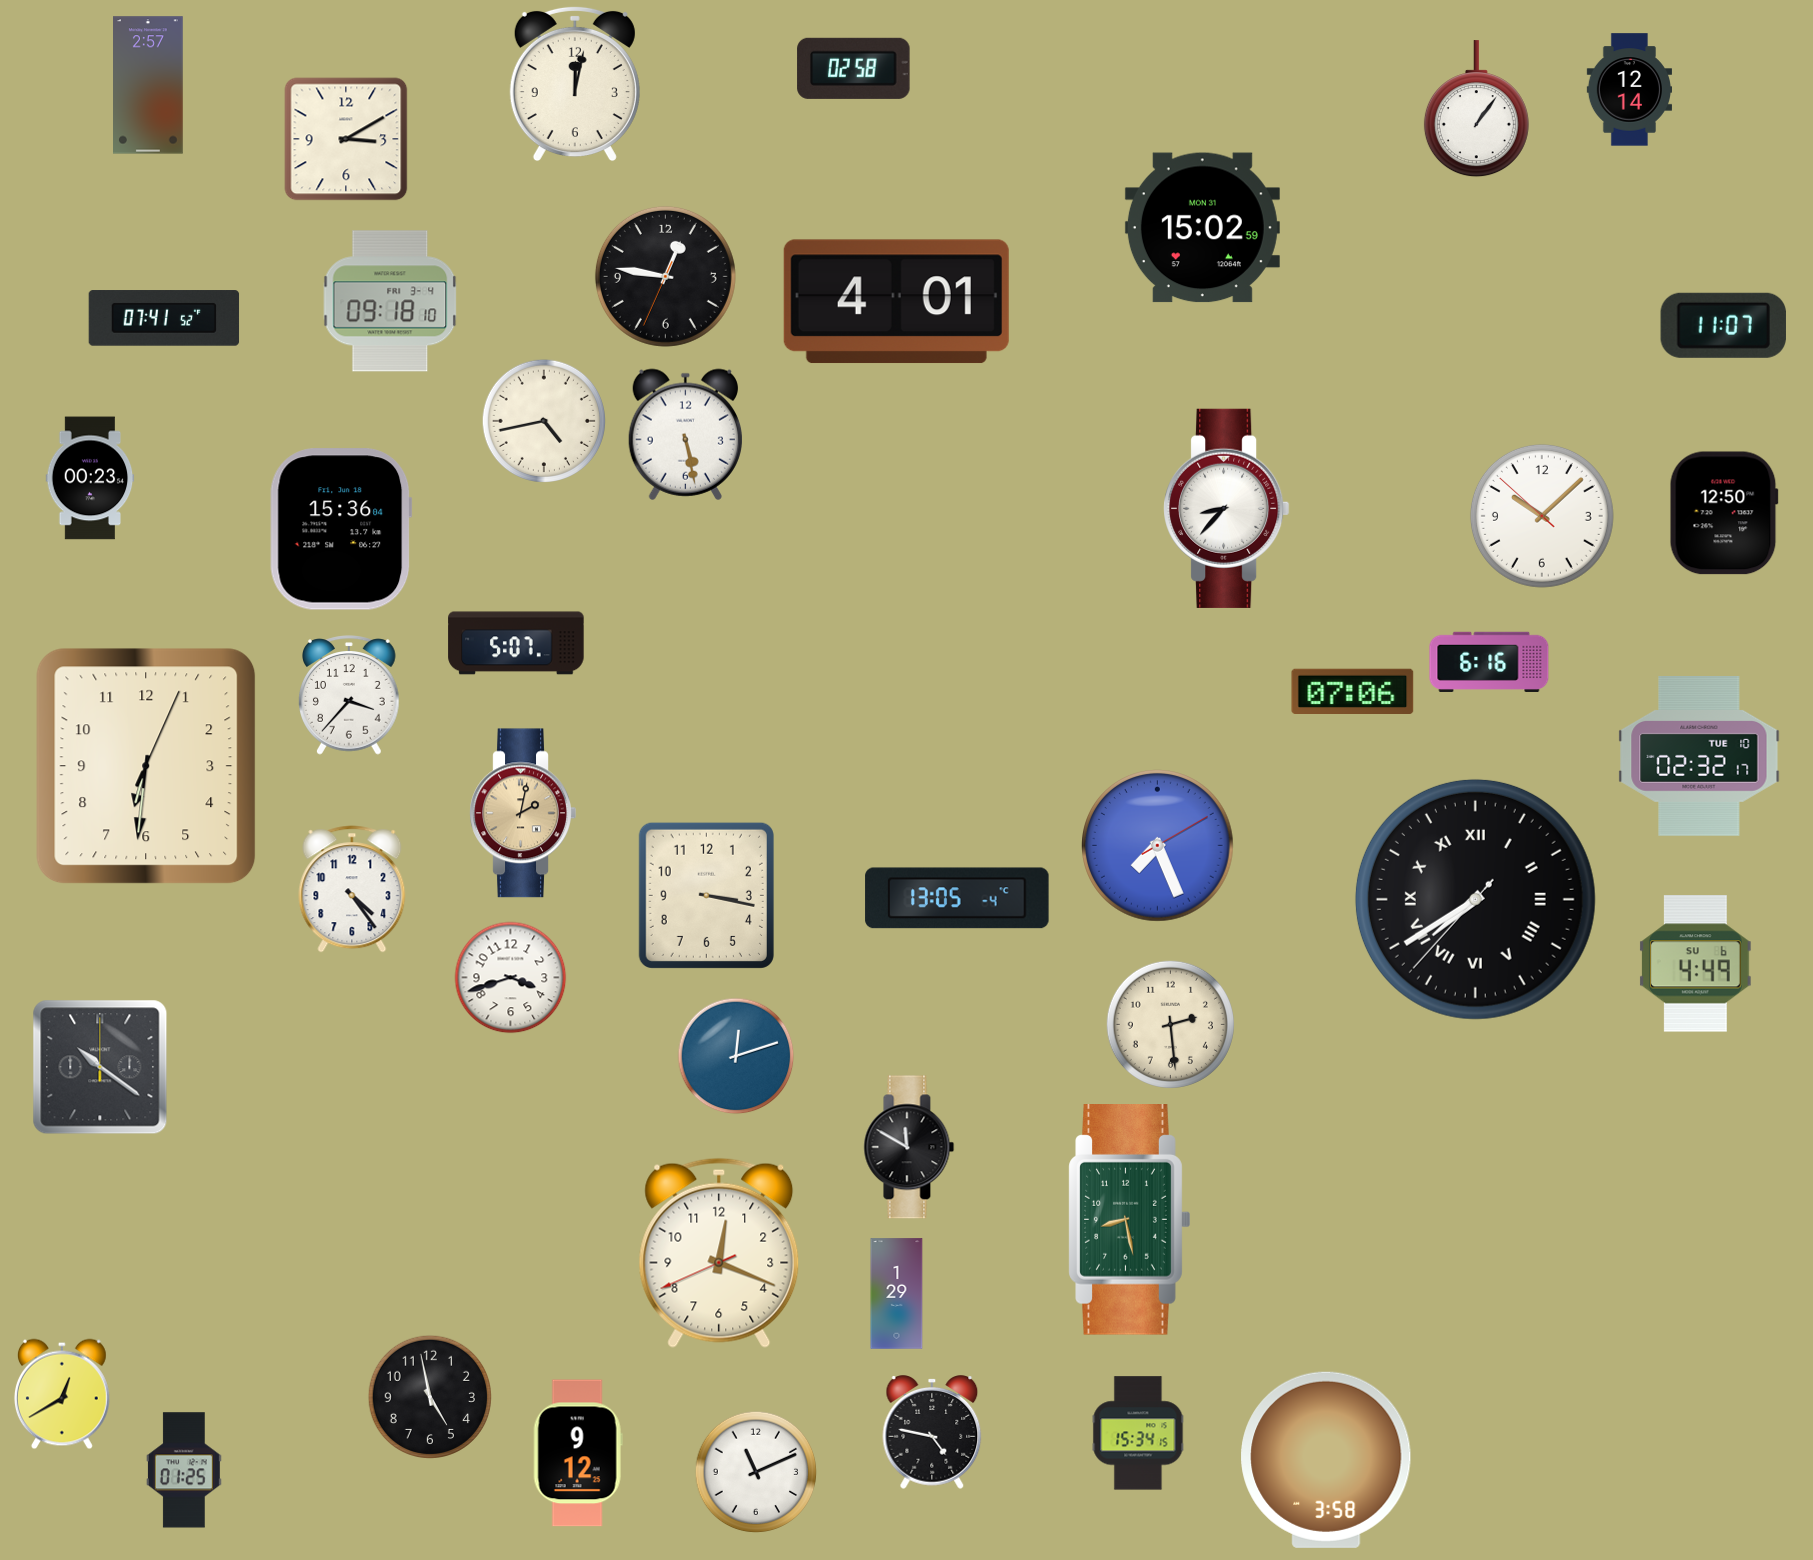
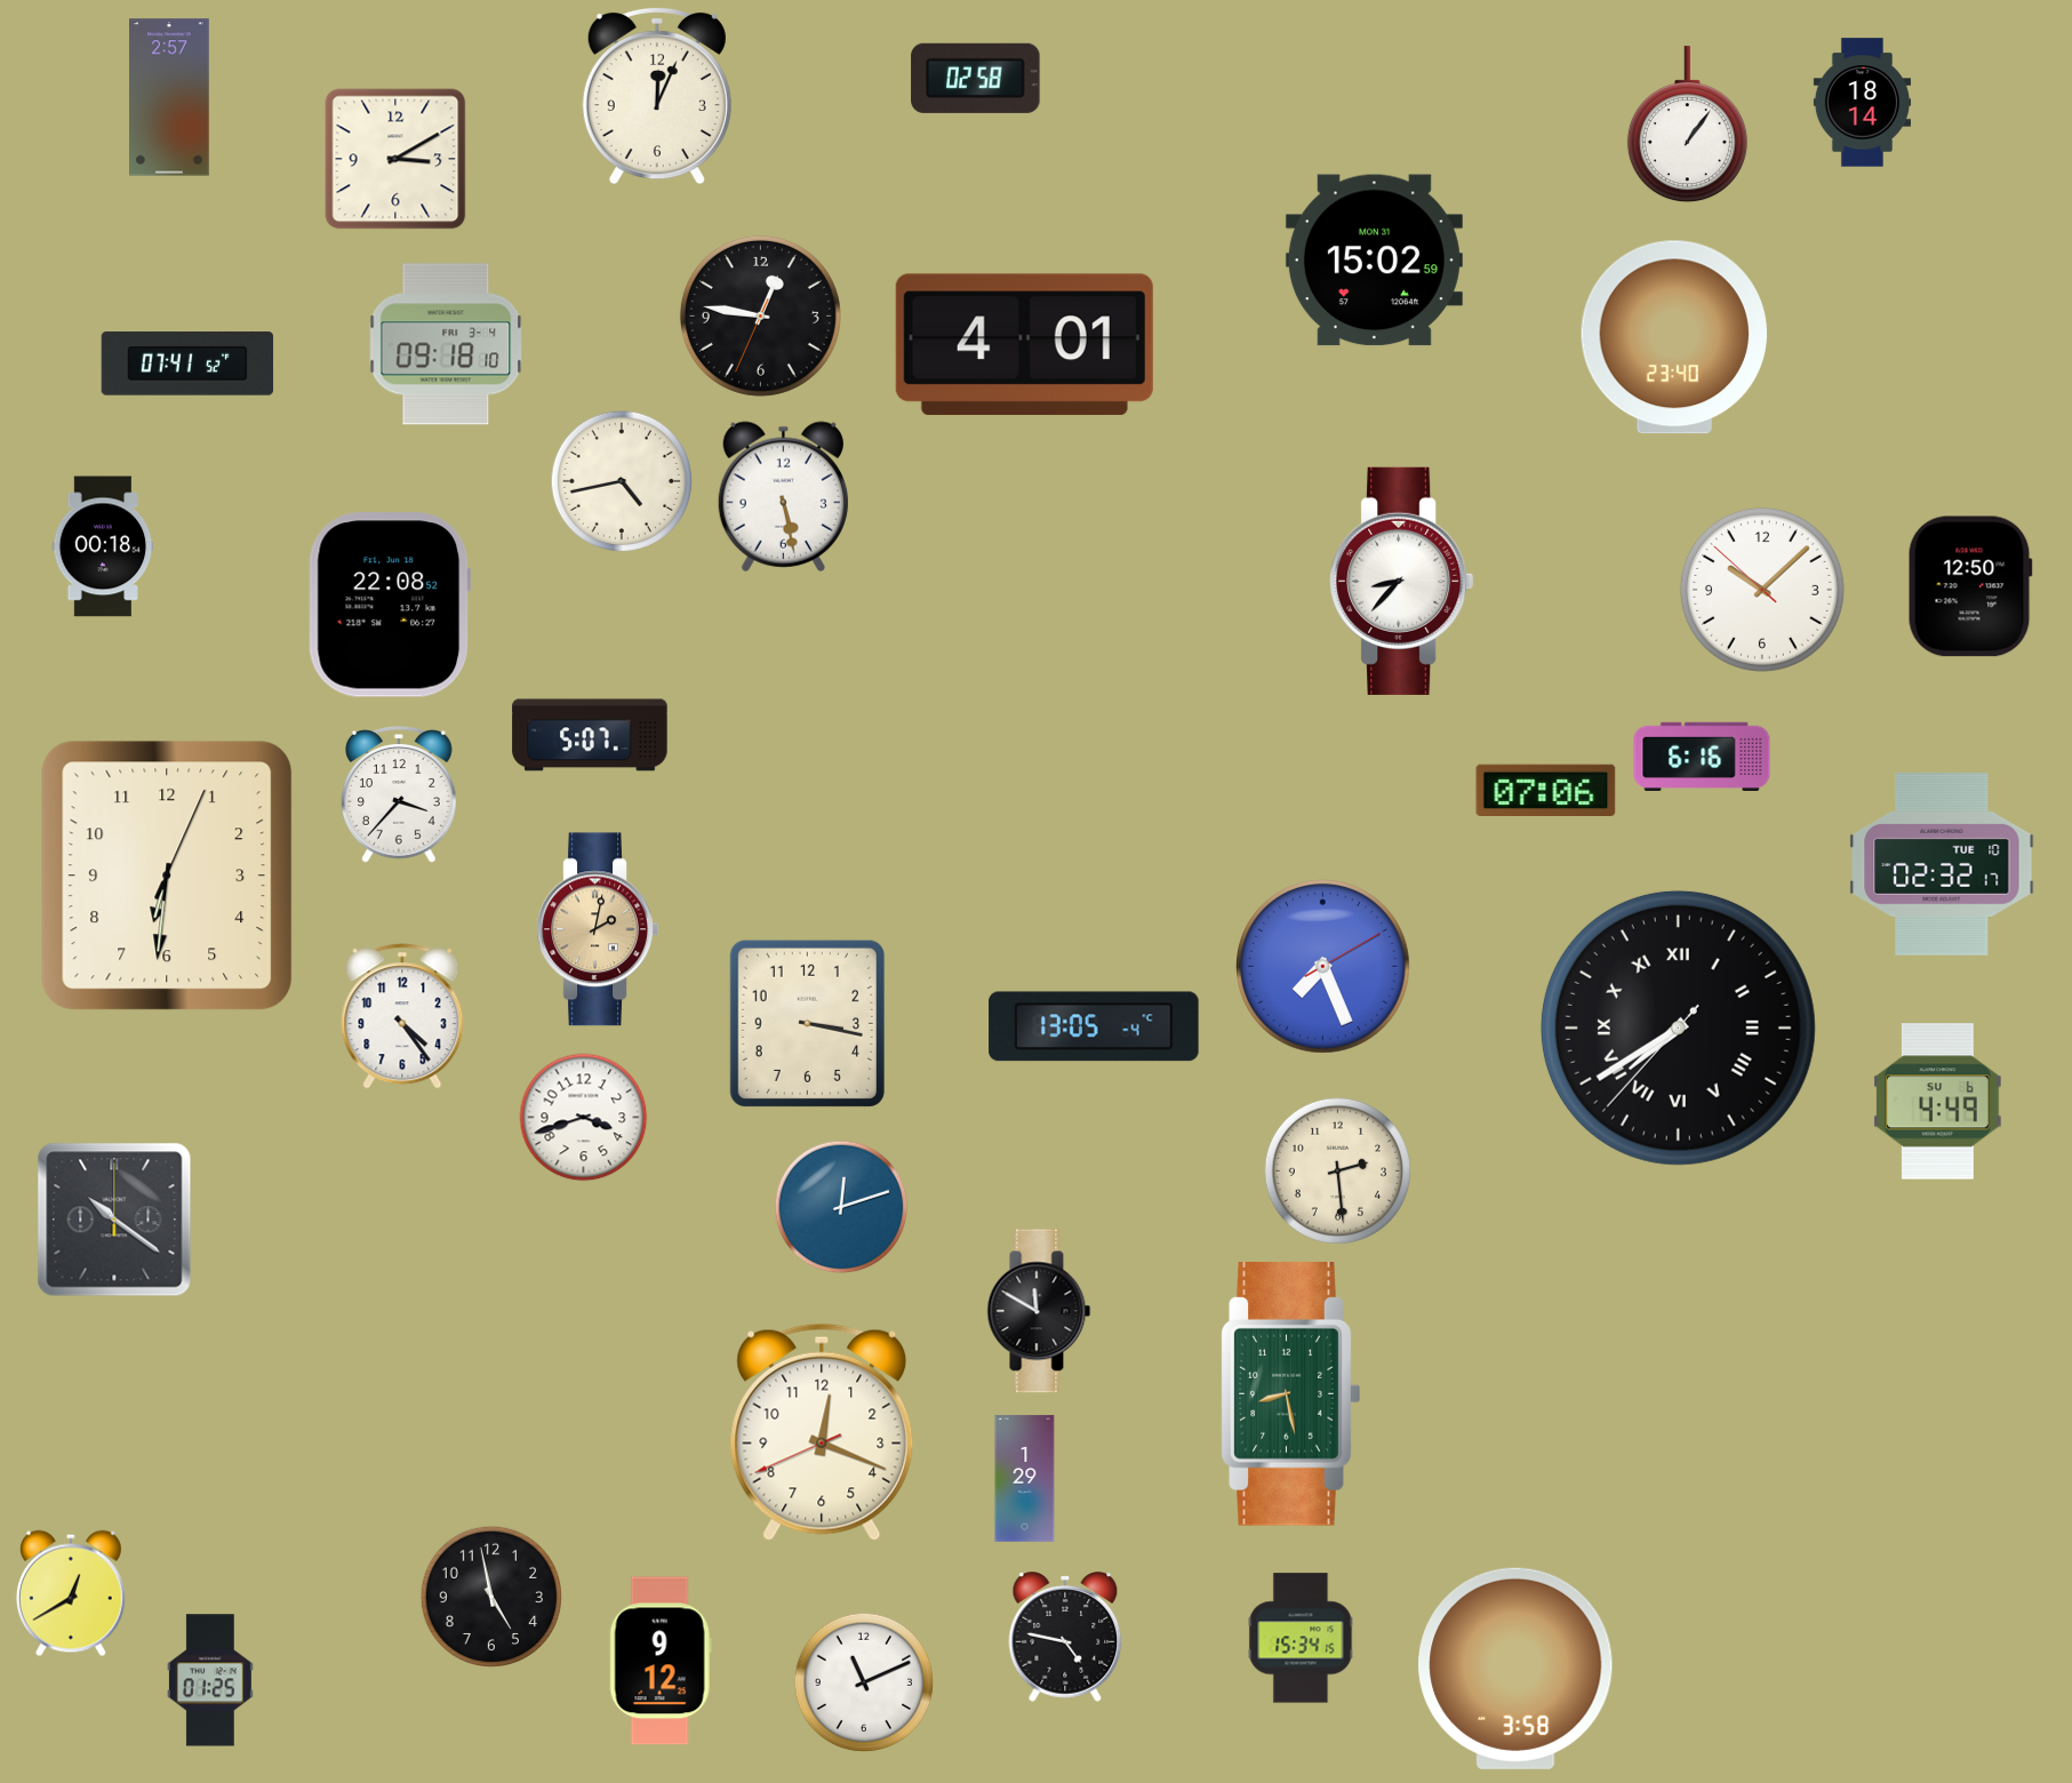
clock at (575, 84): 12:02 -> 12:04
clock at (1629, 90): 12:14 -> 18:14
clock at (1674, 337): none -> 23:40
clock at (1723, 325): 11:07 -> none
clock at (90, 478): 00:23 -> 00:18
clock at (341, 529): 15:36 -> 22:08
clock at (1475, 899) position: (1475, 899) -> (1678, 1028)
